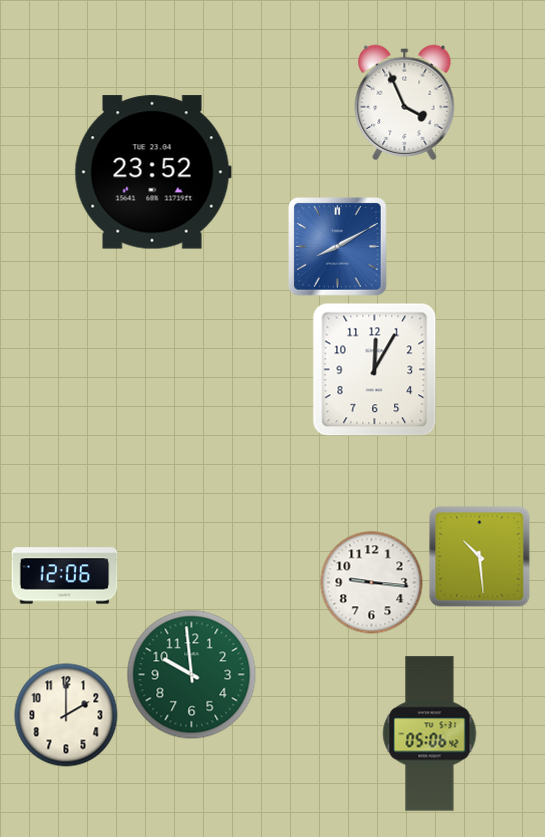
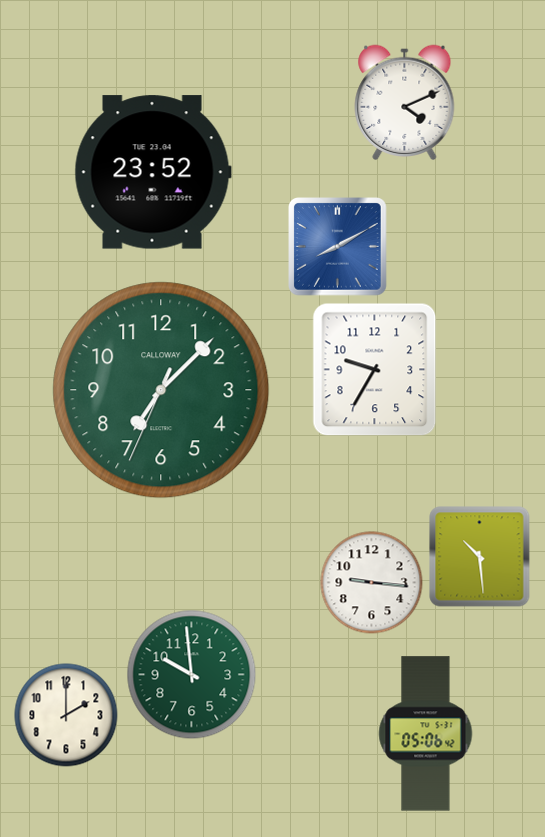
clock at (405, 102): 3:56 -> 4:11
clock at (375, 370): 12:05 -> 9:35
clock at (161, 390): none -> 7:07
clock at (65, 576): 12:06 -> none
clock at (430, 734) position: (430, 734) -> (426, 734)
